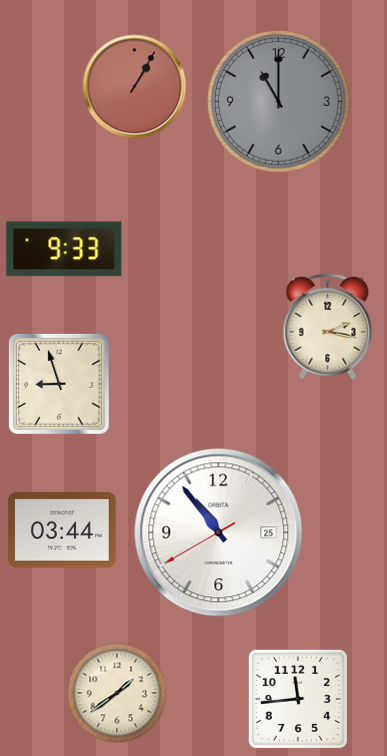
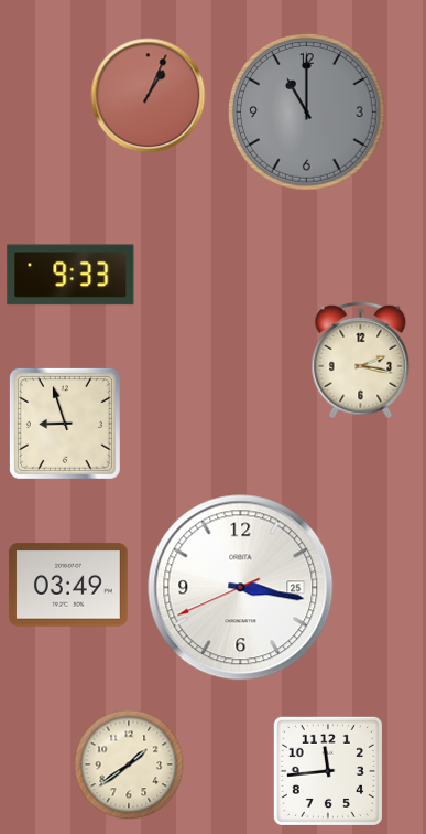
clock at (135, 87): 1:05 -> 1:04
clock at (62, 530): 03:44 -> 03:49
clock at (219, 533): 10:53 -> 3:16
